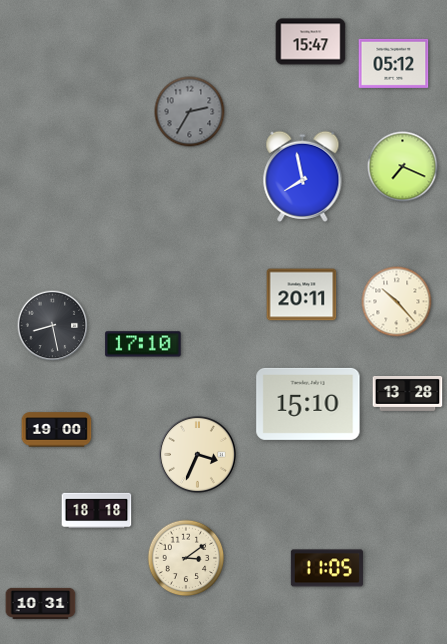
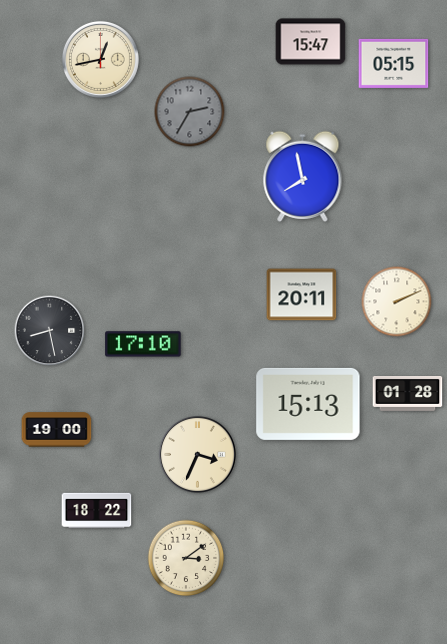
clock at (100, 59): none -> 12:43
clock at (394, 63): 05:12 -> 05:15
clock at (403, 167): 7:19 -> none
clock at (397, 302): 10:23 -> 2:11
clock at (53, 326) position: (53, 326) -> (50, 331)
clock at (408, 394): 13:28 -> 01:28
clock at (308, 404): 15:10 -> 15:13
clock at (97, 511): 18:18 -> 18:22
clock at (327, 568): 11:05 -> none
clock at (41, 603): 10:31 -> none
